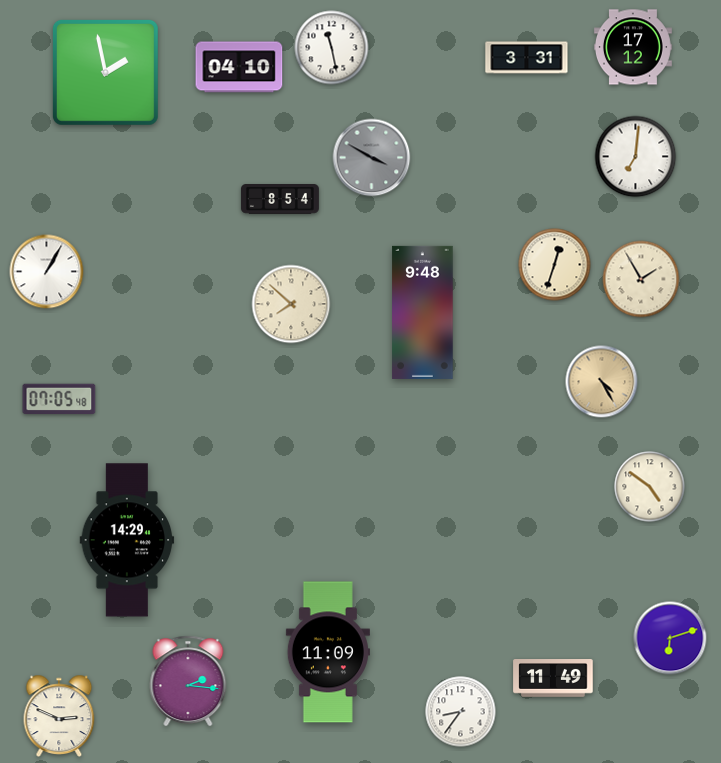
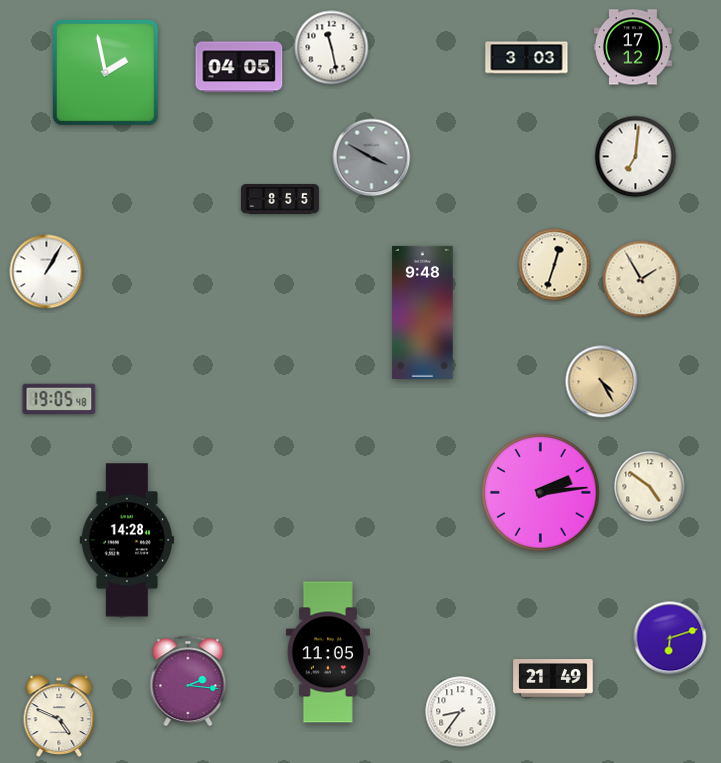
clock at (527, 58): 3:31 -> 3:03
clock at (239, 67): 04:10 -> 04:05
clock at (280, 200): 8:54 -> 8:55
clock at (291, 304): 7:52 -> none
clock at (59, 399): 07:05 -> 19:05
clock at (541, 493): none -> 2:14
clock at (127, 540): 14:29 -> 14:28
clock at (328, 652): 11:09 -> 11:05
clock at (553, 679): 11:49 -> 21:49
clock at (59, 715): 2:49 -> 4:49
